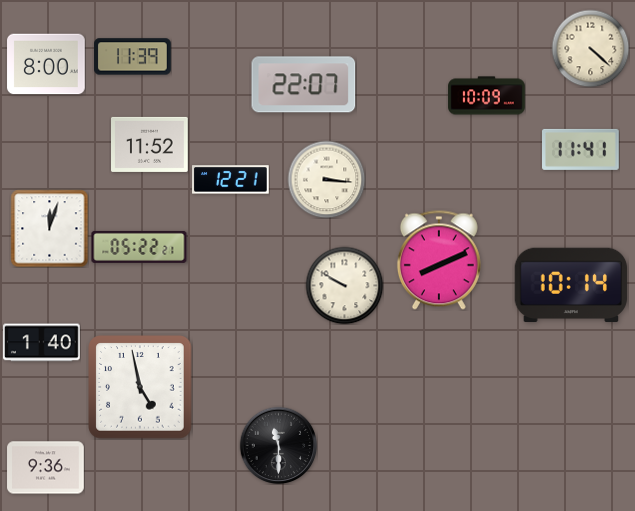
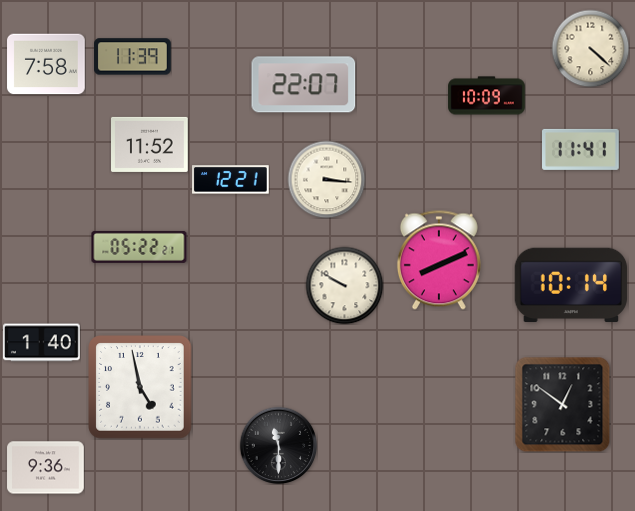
clock at (46, 64): 8:00 -> 7:58
clock at (49, 228): 12:03 -> none
clock at (563, 405): none -> 12:51
